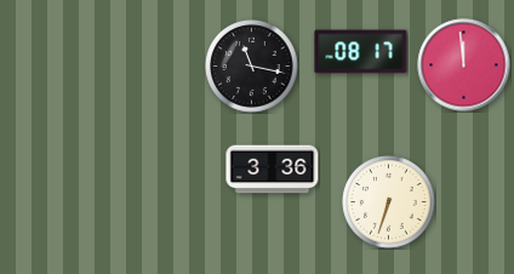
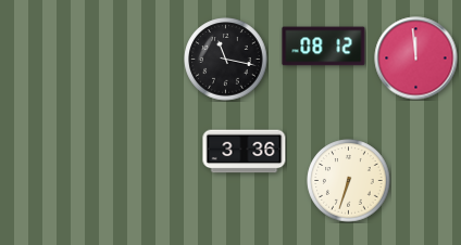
clock at (361, 52): 08:17 -> 08:12
